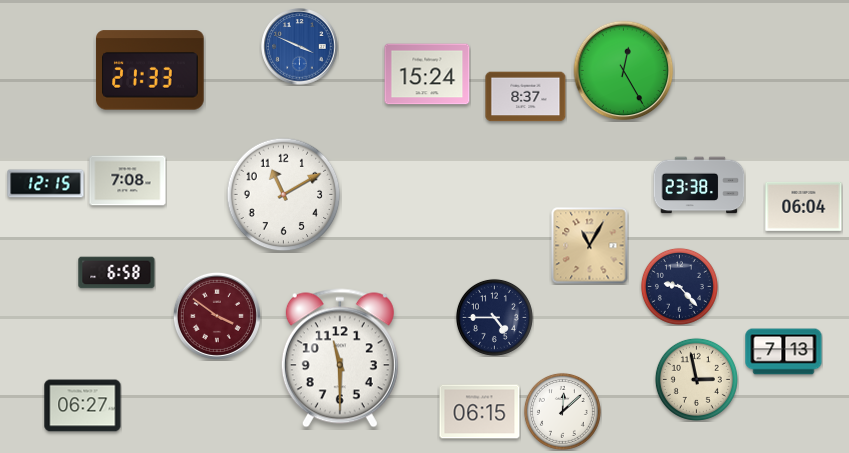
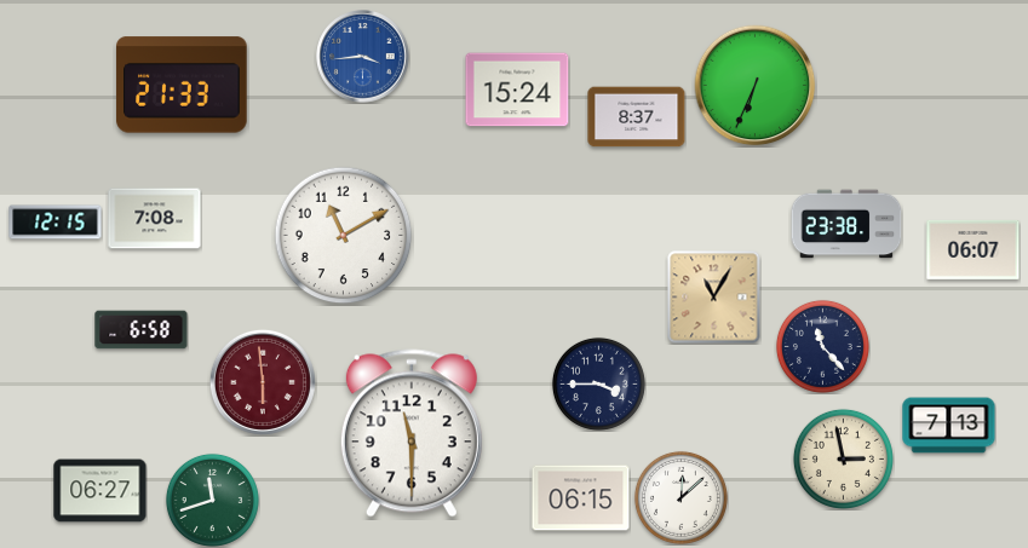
clock at (300, 47): 3:49 -> 3:44
clock at (624, 71): 12:25 -> 6:34
clock at (804, 206): 06:04 -> 06:07
clock at (679, 286): 9:23 -> 11:23
clock at (217, 316): 3:51 -> 5:59
clock at (494, 317): 4:45 -> 3:45
clock at (212, 500): none -> 11:42
